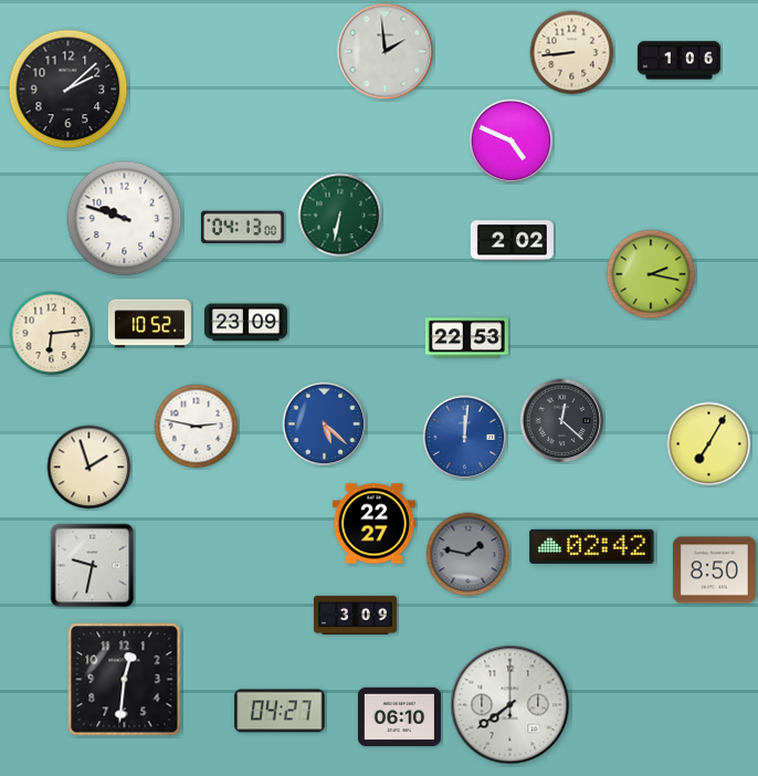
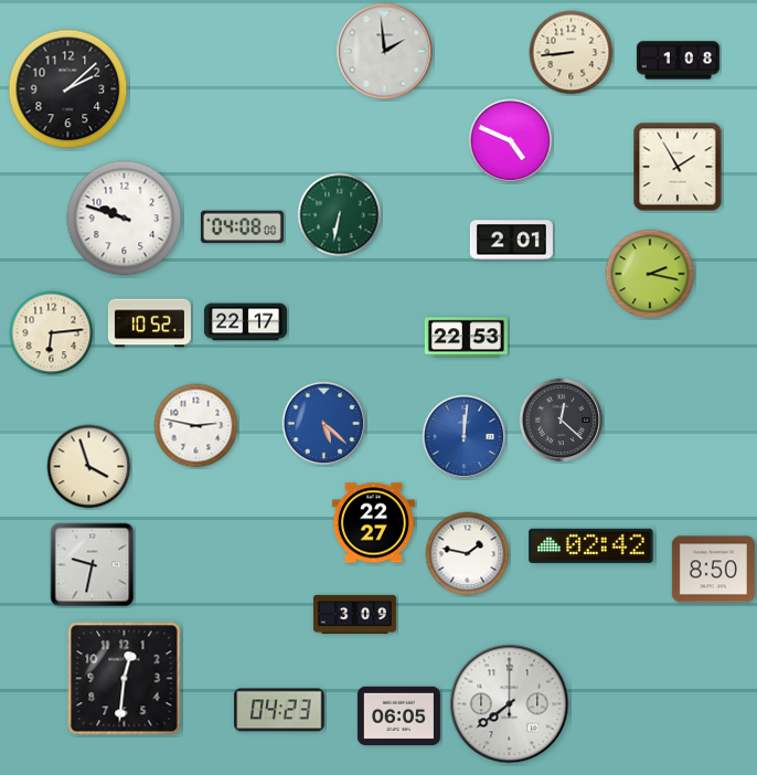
clock at (678, 61): 1:06 -> 1:08
clock at (678, 167): none -> 1:55
clock at (242, 228): 04:13 -> 04:08
clock at (512, 241): 2:02 -> 2:01
clock at (245, 323): 23:09 -> 22:17
clock at (709, 444): 7:05 -> none
clock at (90, 468): 1:57 -> 3:57
clock at (469, 555) dial: grey -> white
clock at (280, 711): 04:27 -> 04:23
clock at (399, 716): 06:10 -> 06:05
